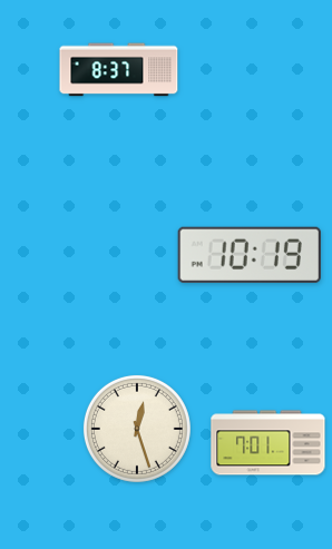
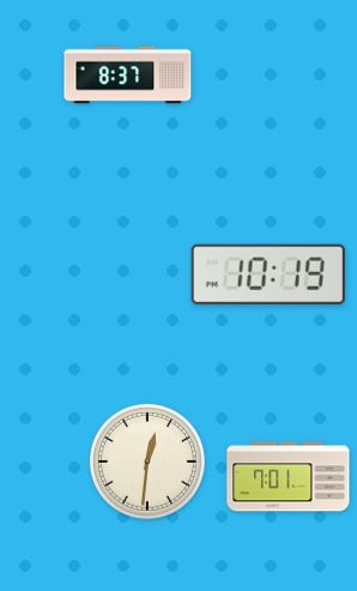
clock at (137, 429): 12:27 -> 12:31
